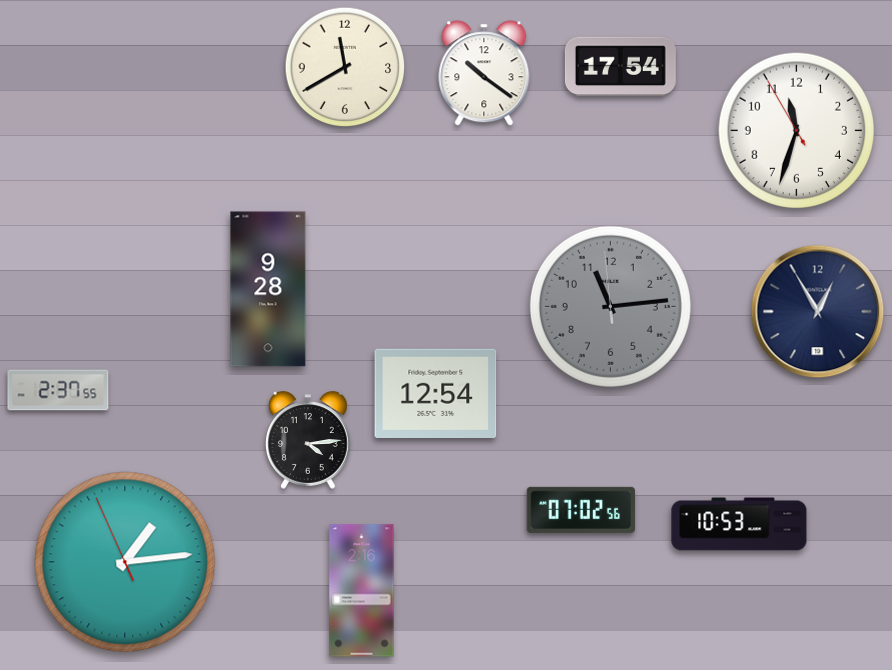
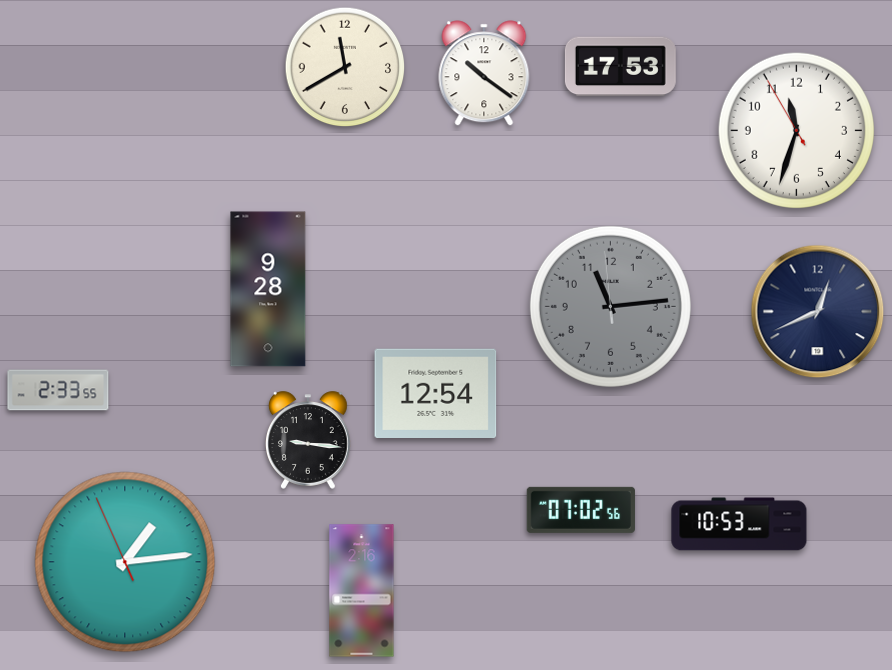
clock at (620, 67): 17:54 -> 17:53
clock at (818, 312): 12:55 -> 12:41
clock at (58, 390): 2:37 -> 2:33
clock at (309, 440): 4:14 -> 9:16
